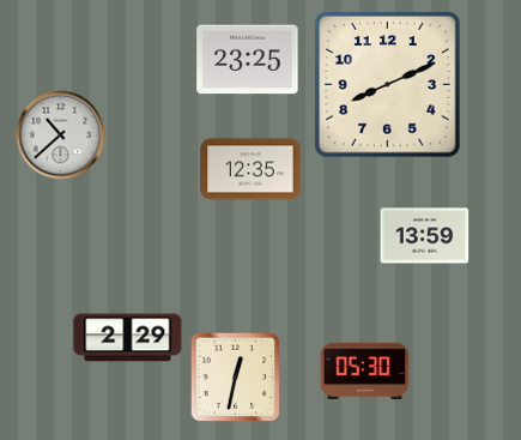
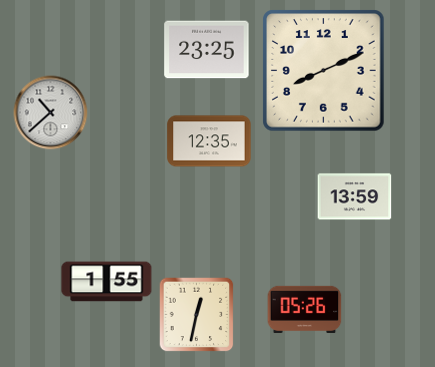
clock at (128, 338): 2:29 -> 1:55
clock at (365, 370): 05:30 -> 05:26
